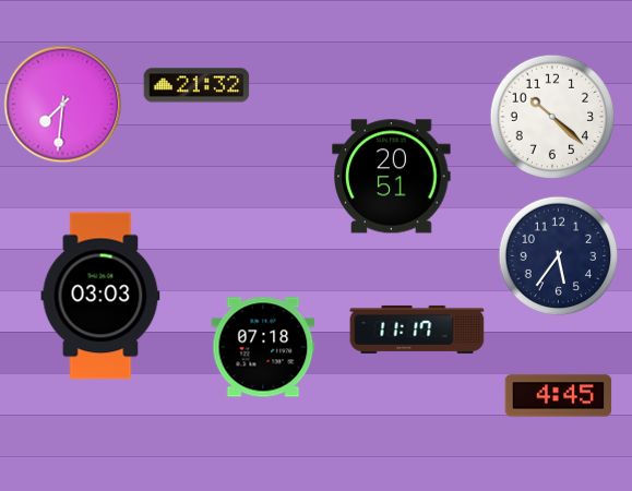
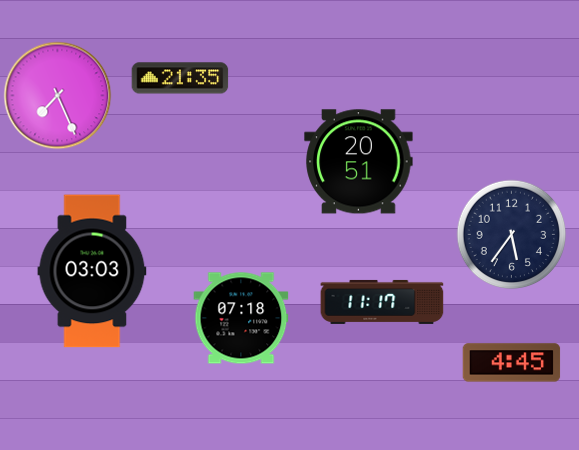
clock at (196, 85): 21:32 -> 21:35
clock at (63, 105): 7:31 -> 7:26
clock at (552, 117): 10:22 -> none
